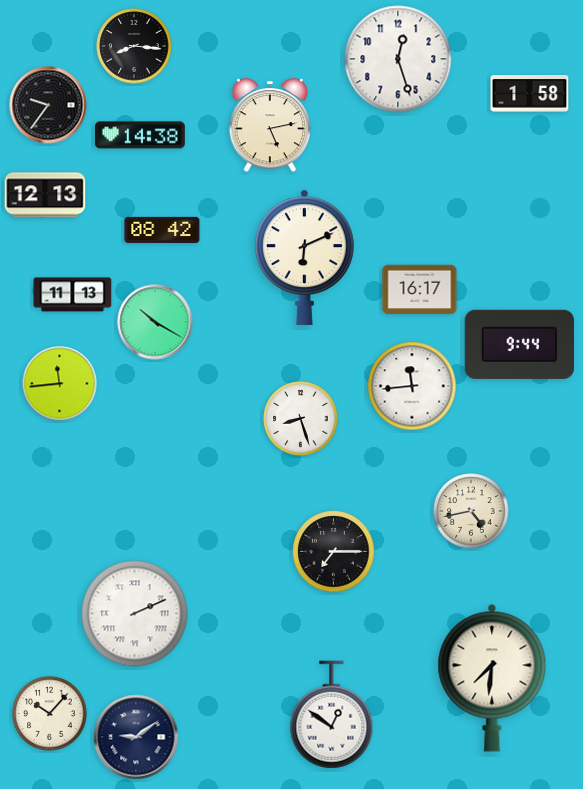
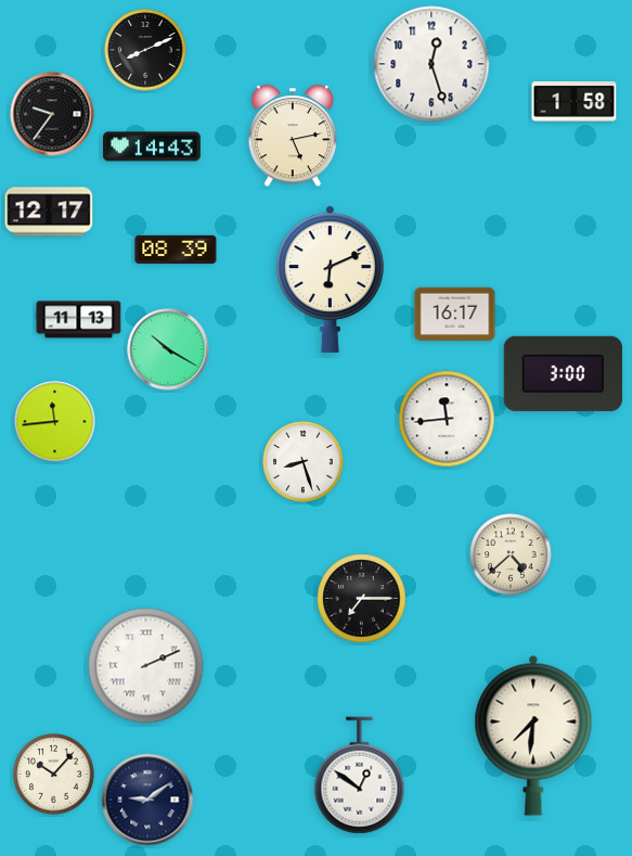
clock at (134, 46): 8:16 -> 8:11
clock at (141, 135): 14:38 -> 14:43
clock at (45, 195): 12:13 -> 12:17
clock at (162, 230): 08:42 -> 08:39
clock at (519, 344): 9:44 -> 3:00
clock at (60, 384) position: (60, 384) -> (55, 422)
clock at (301, 419) position: (301, 419) -> (304, 462)
clock at (471, 511): 4:43 -> 4:38
